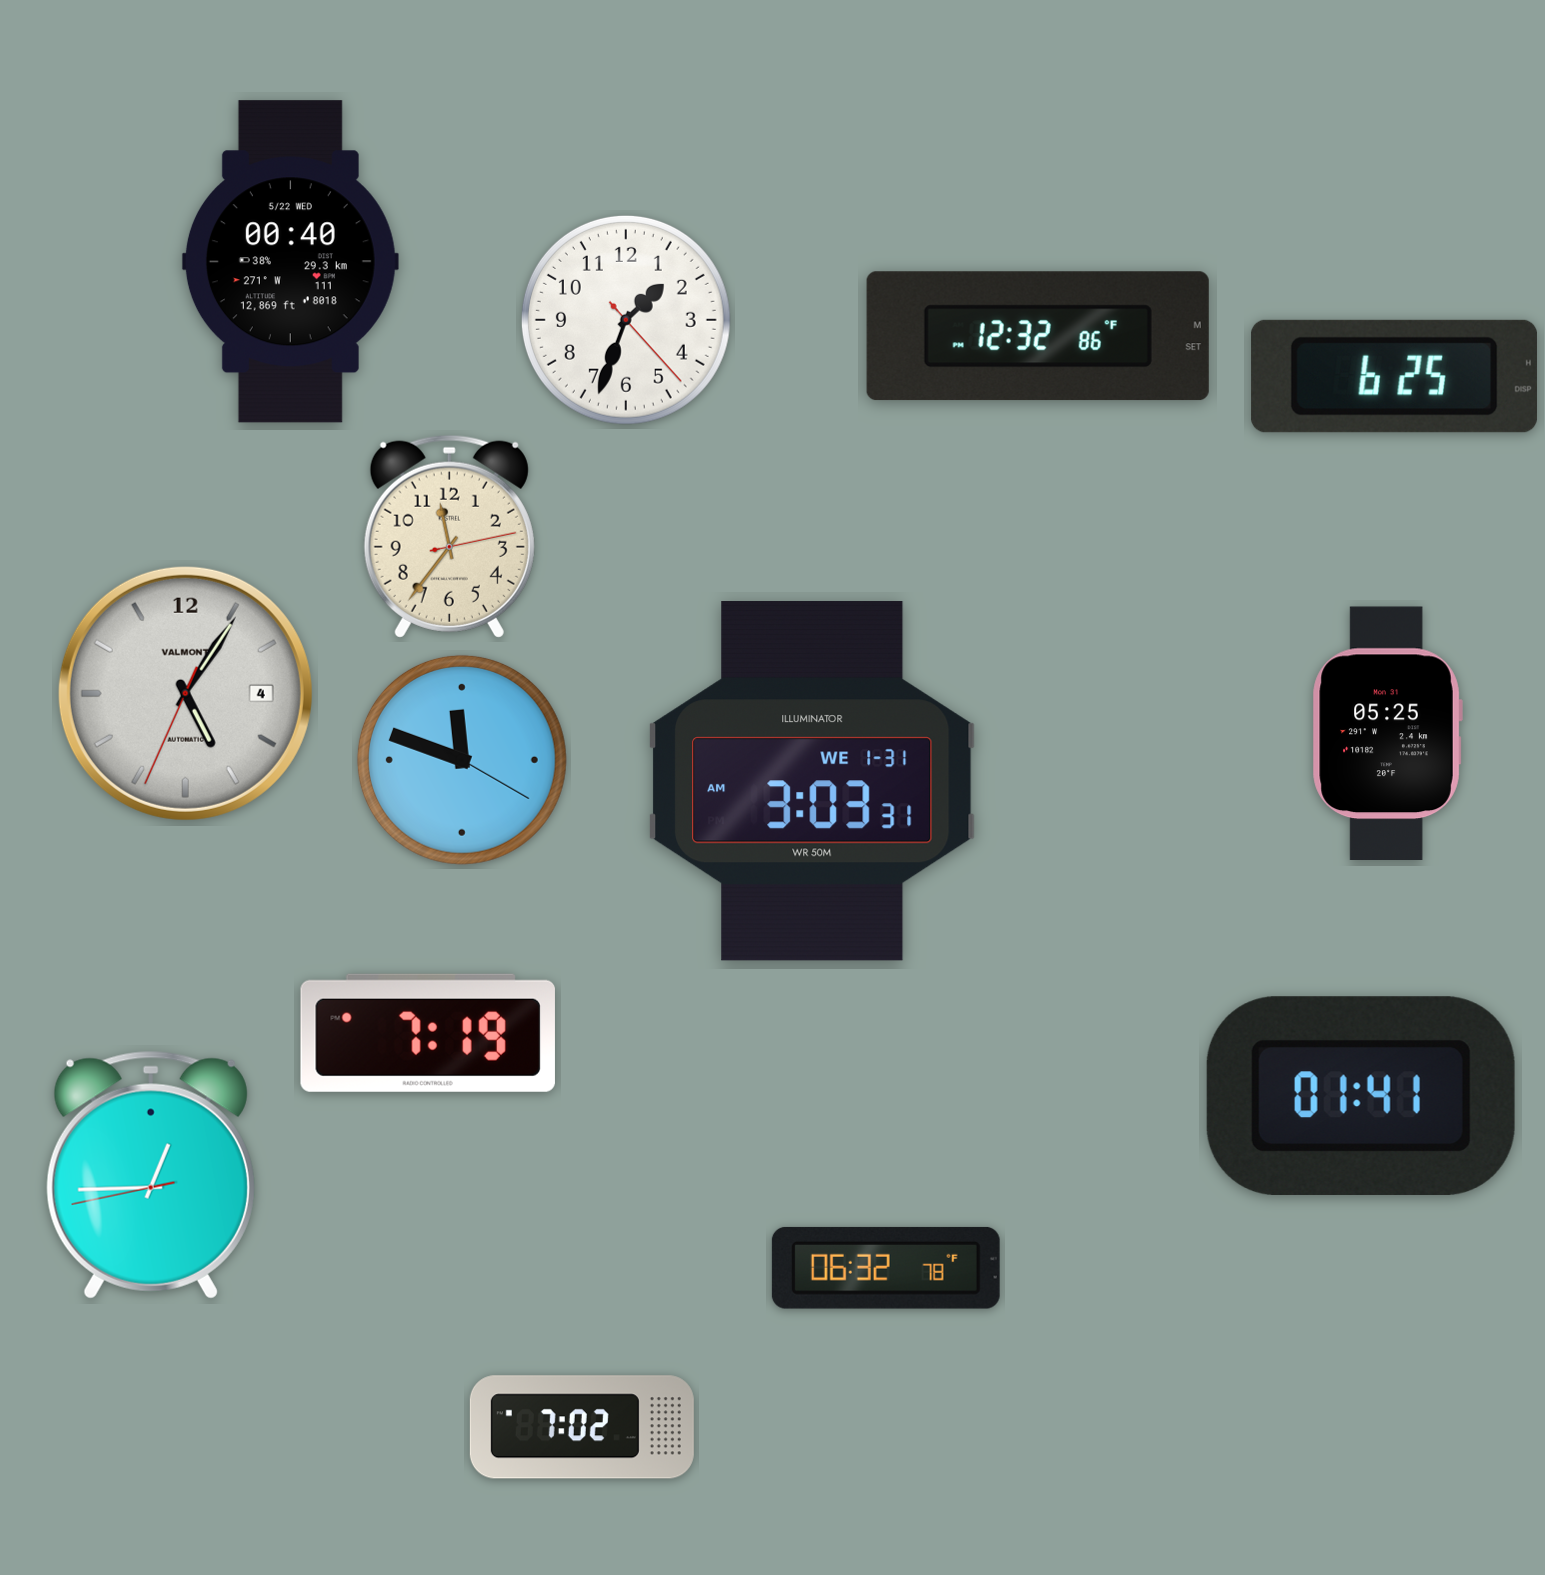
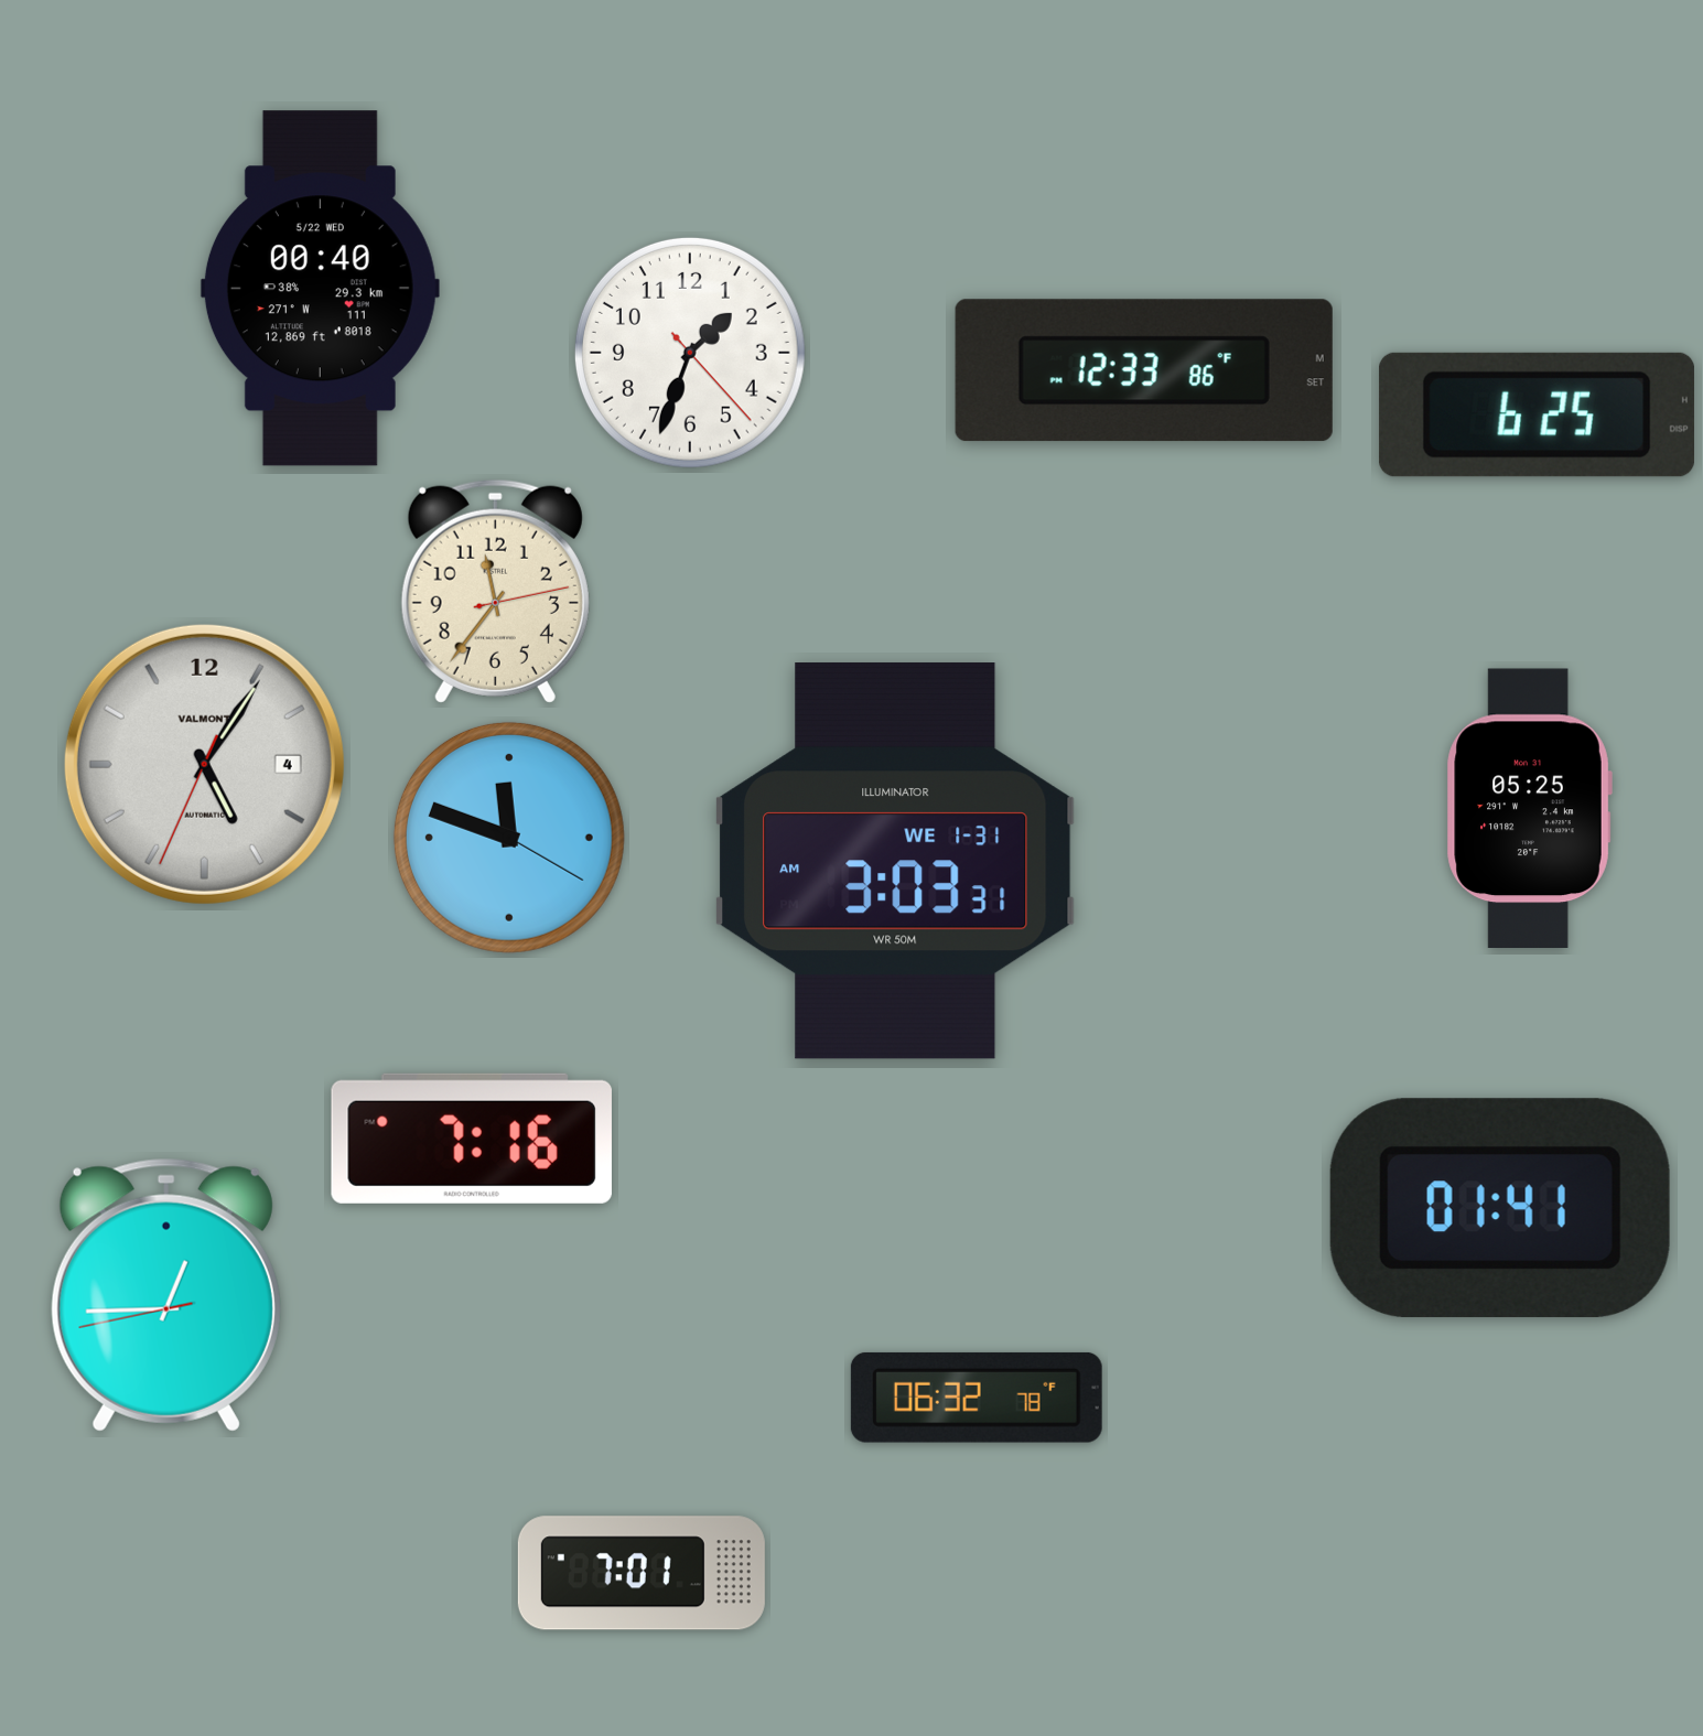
clock at (1038, 336): 12:32 -> 12:33
clock at (428, 1033): 7:19 -> 7:16
clock at (582, 1427): 7:02 -> 7:01
